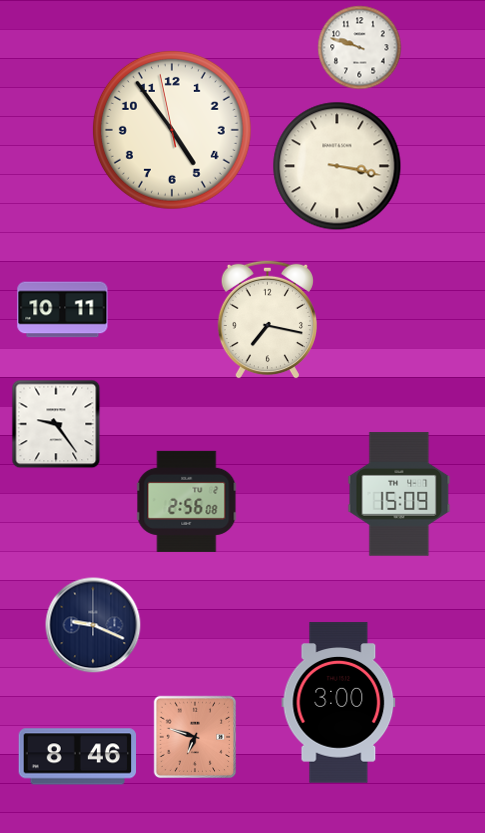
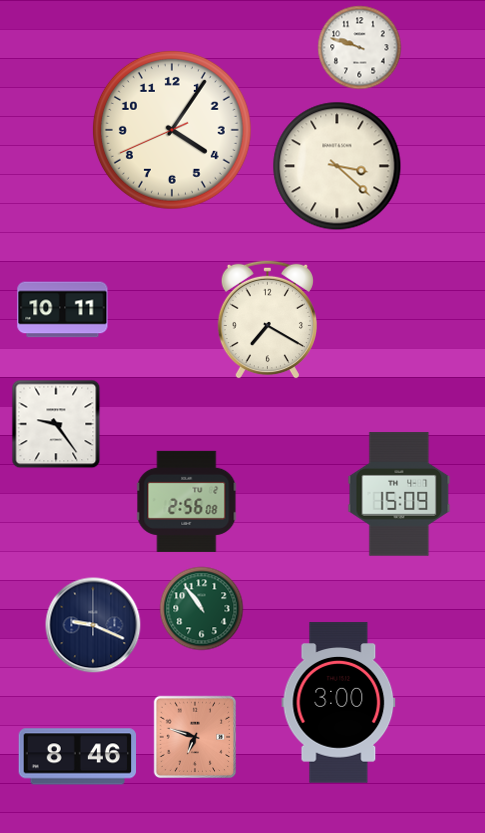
clock at (172, 130): 4:53 -> 4:05
clock at (337, 166): 3:17 -> 3:22
clock at (267, 319): 7:17 -> 7:20
clock at (202, 609): none -> 10:54
